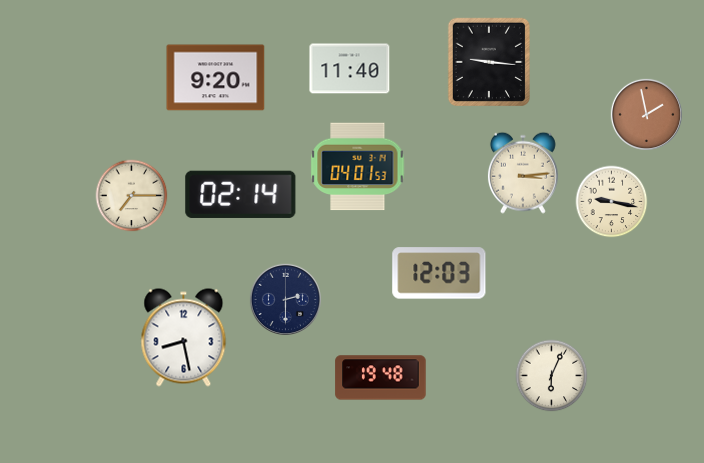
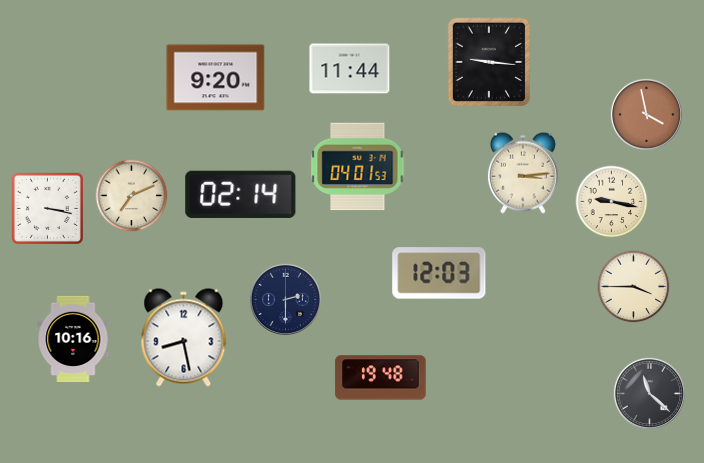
clock at (350, 69): 11:40 -> 11:44
clock at (646, 114): 1:58 -> 3:58
clock at (132, 196): 7:15 -> 7:11
clock at (47, 208): none -> 3:17
clock at (634, 287): none -> 3:45
clock at (73, 338): none -> 10:16
clock at (552, 376): 6:04 -> none
clock at (649, 393): none -> 11:22
